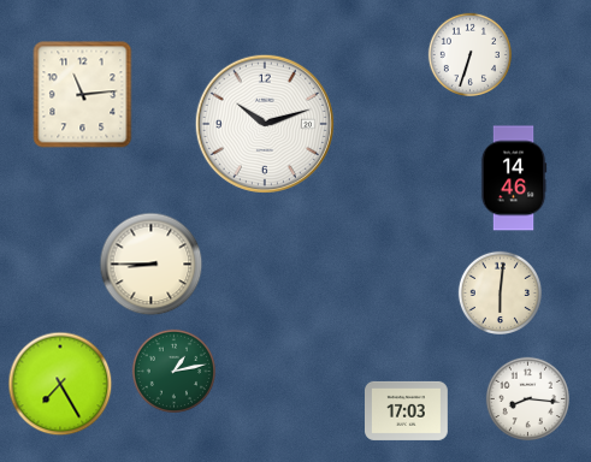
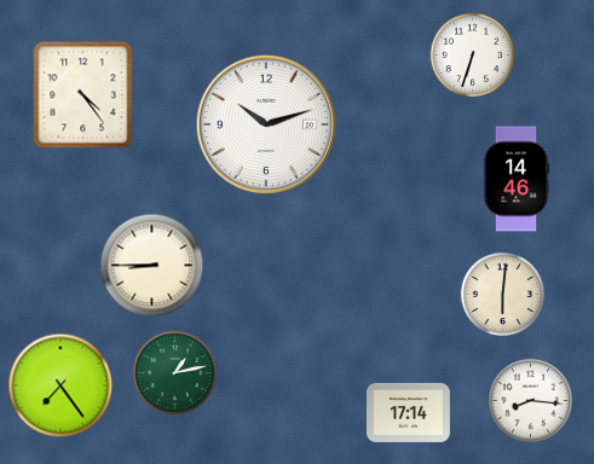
clock at (83, 95): 11:14 -> 4:24
clock at (60, 384): 7:25 -> 7:24
clock at (407, 410): 17:03 -> 17:14
